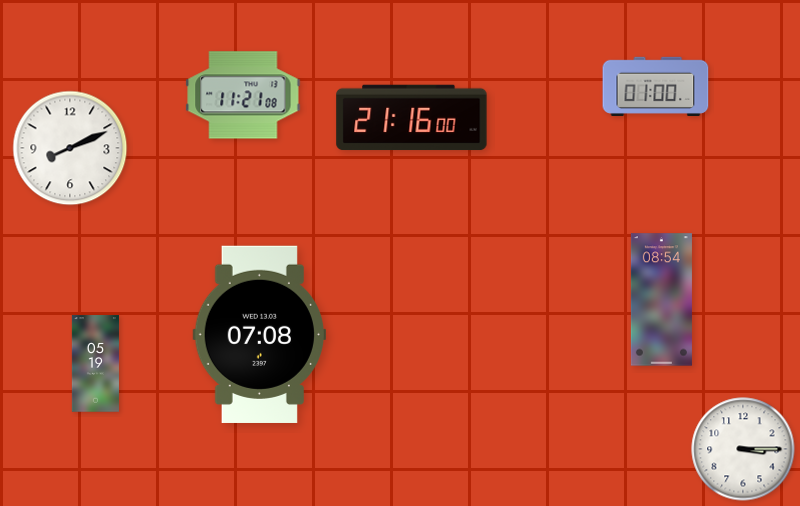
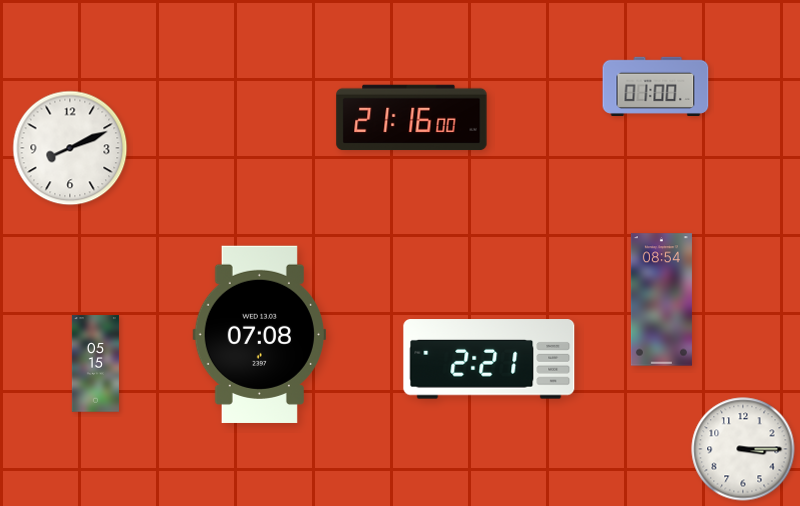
clock at (243, 95): 11:21 -> none
clock at (489, 359): none -> 2:21
clock at (95, 364): 05:19 -> 05:15
